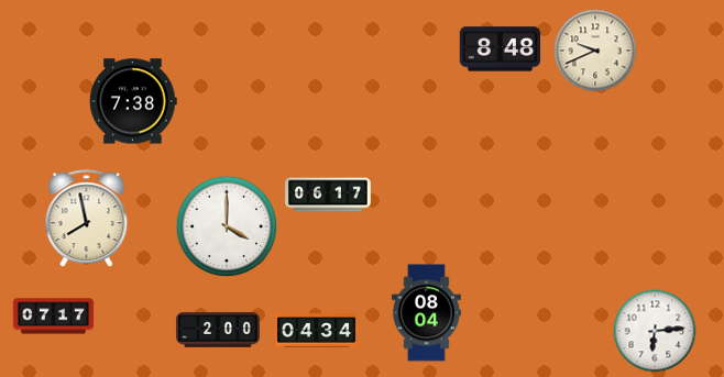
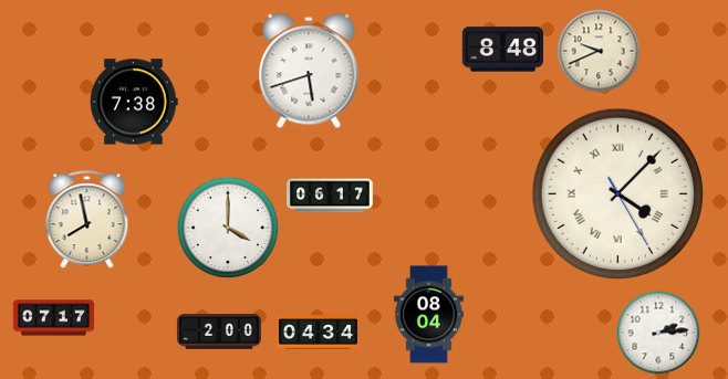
clock at (309, 72): none -> 5:42
clock at (618, 193): none -> 4:07
clock at (655, 331): 6:14 -> 2:14
